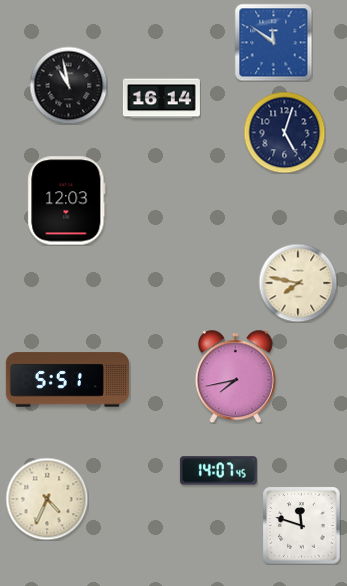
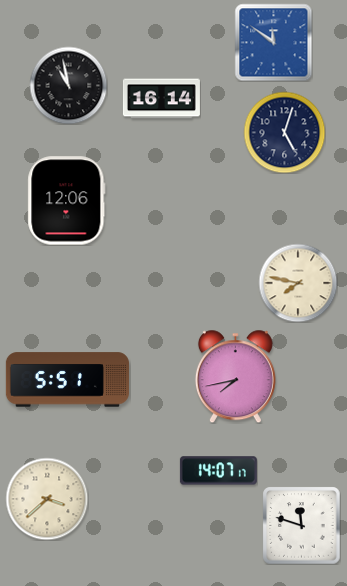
clock at (67, 201): 12:03 -> 12:06
clock at (218, 471): 14:07:45 -> 14:07:17
clock at (47, 499): 4:34 -> 3:38
